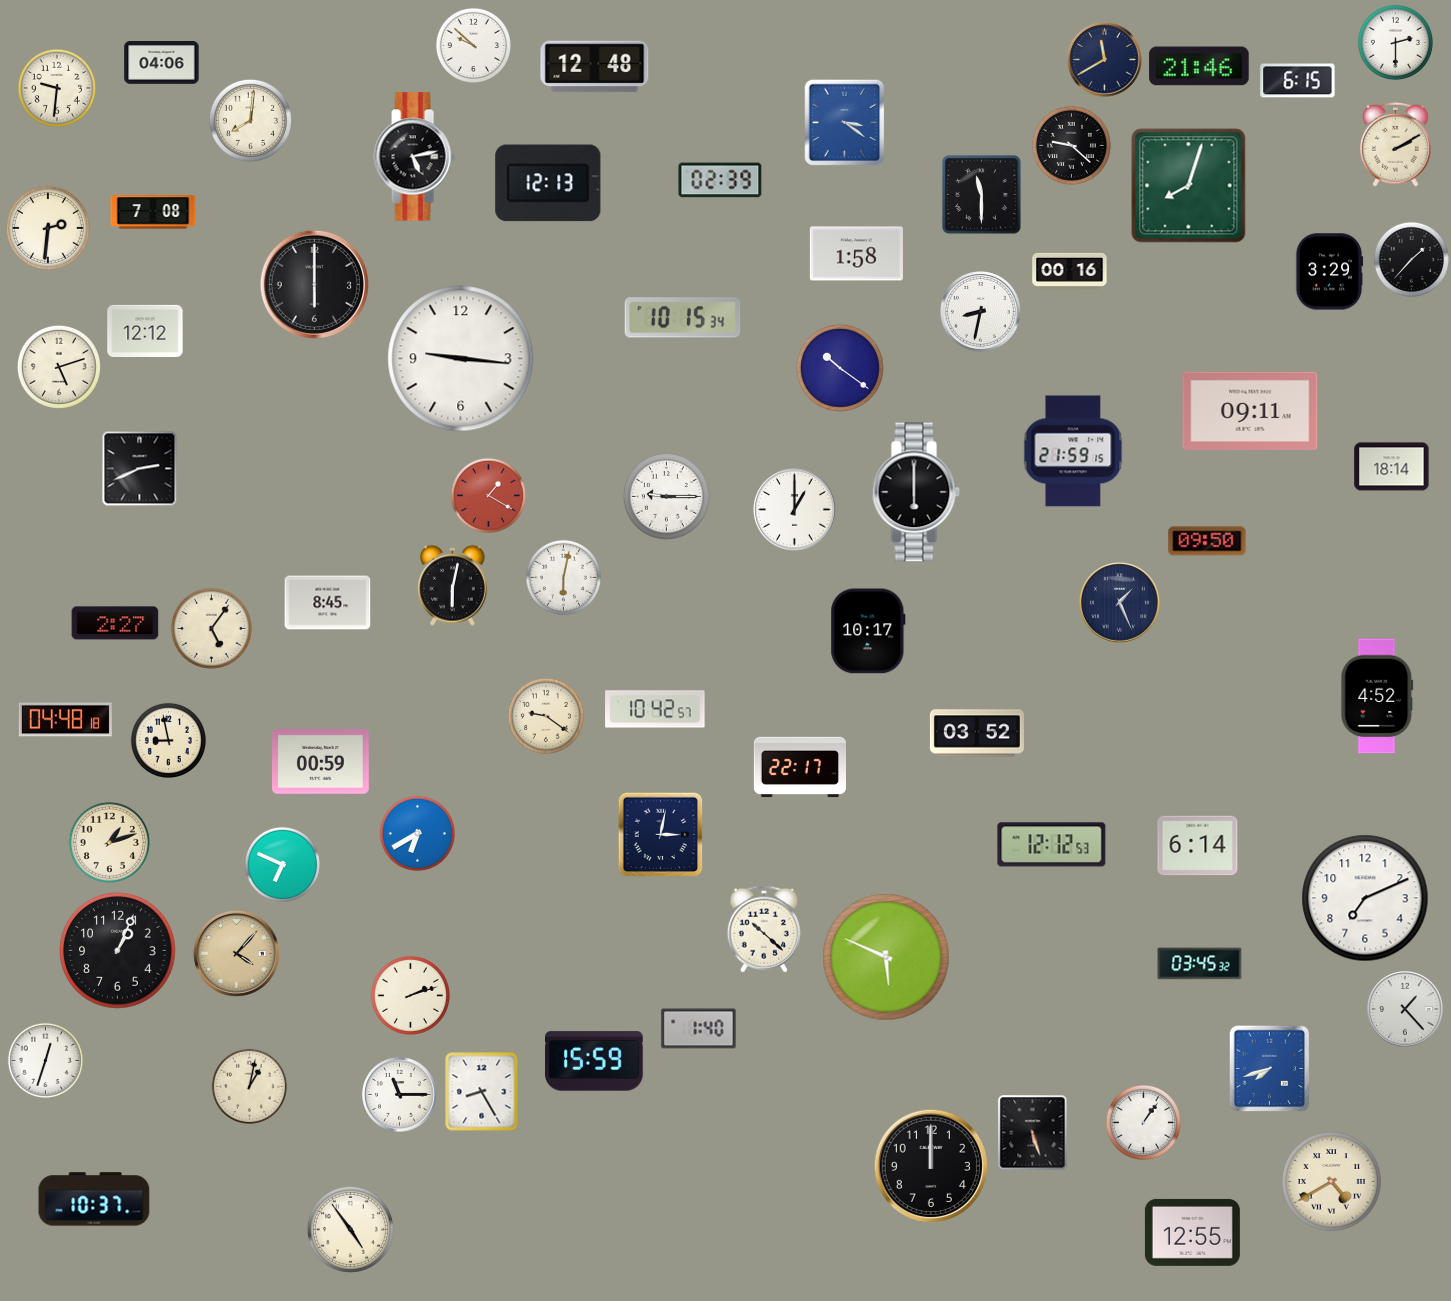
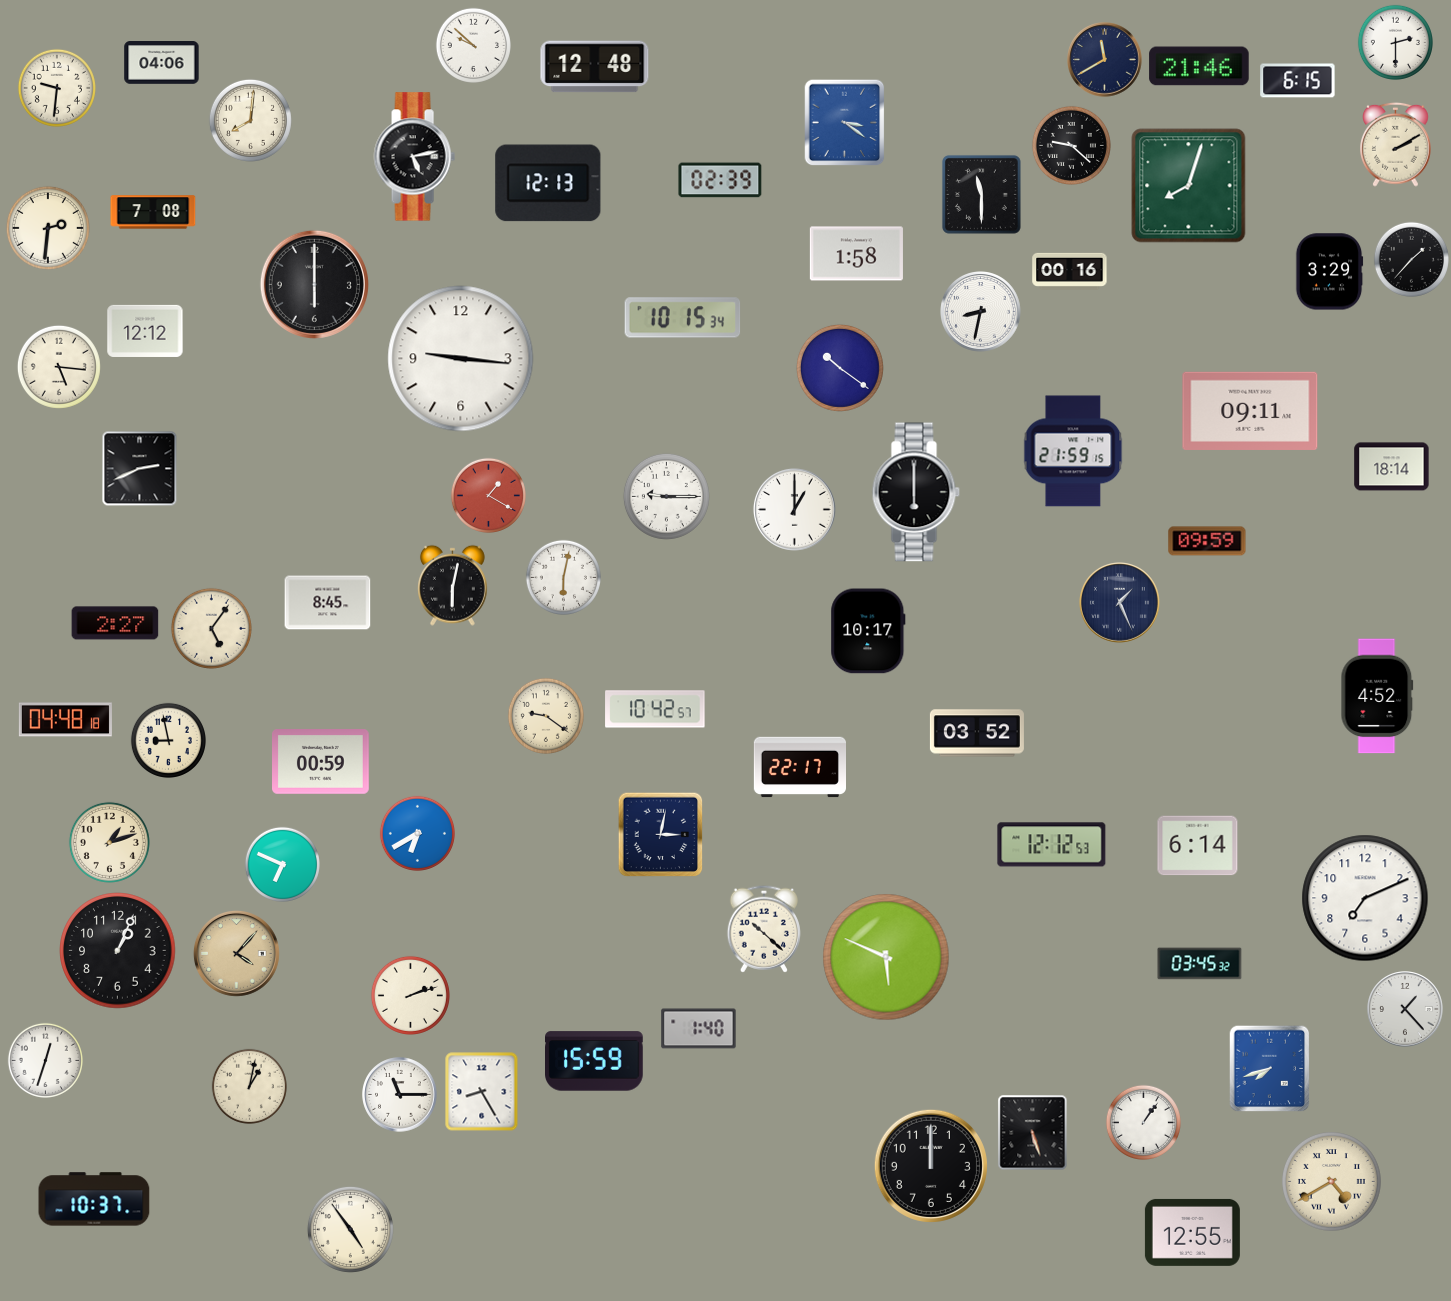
clock at (59, 367): 5:12 -> 5:16
clock at (1207, 541): 09:50 -> 09:59
